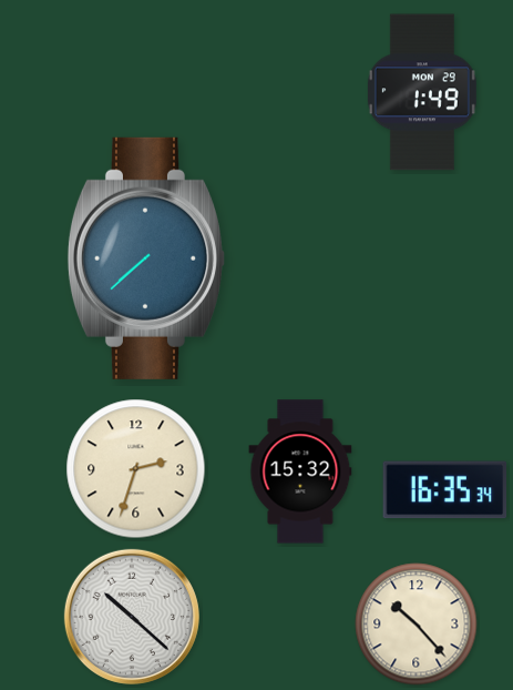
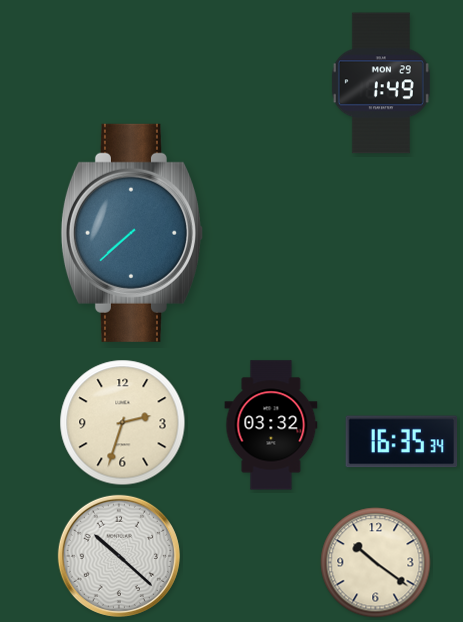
clock at (300, 471): 15:32 -> 03:32
clock at (417, 625): 10:23 -> 10:21
